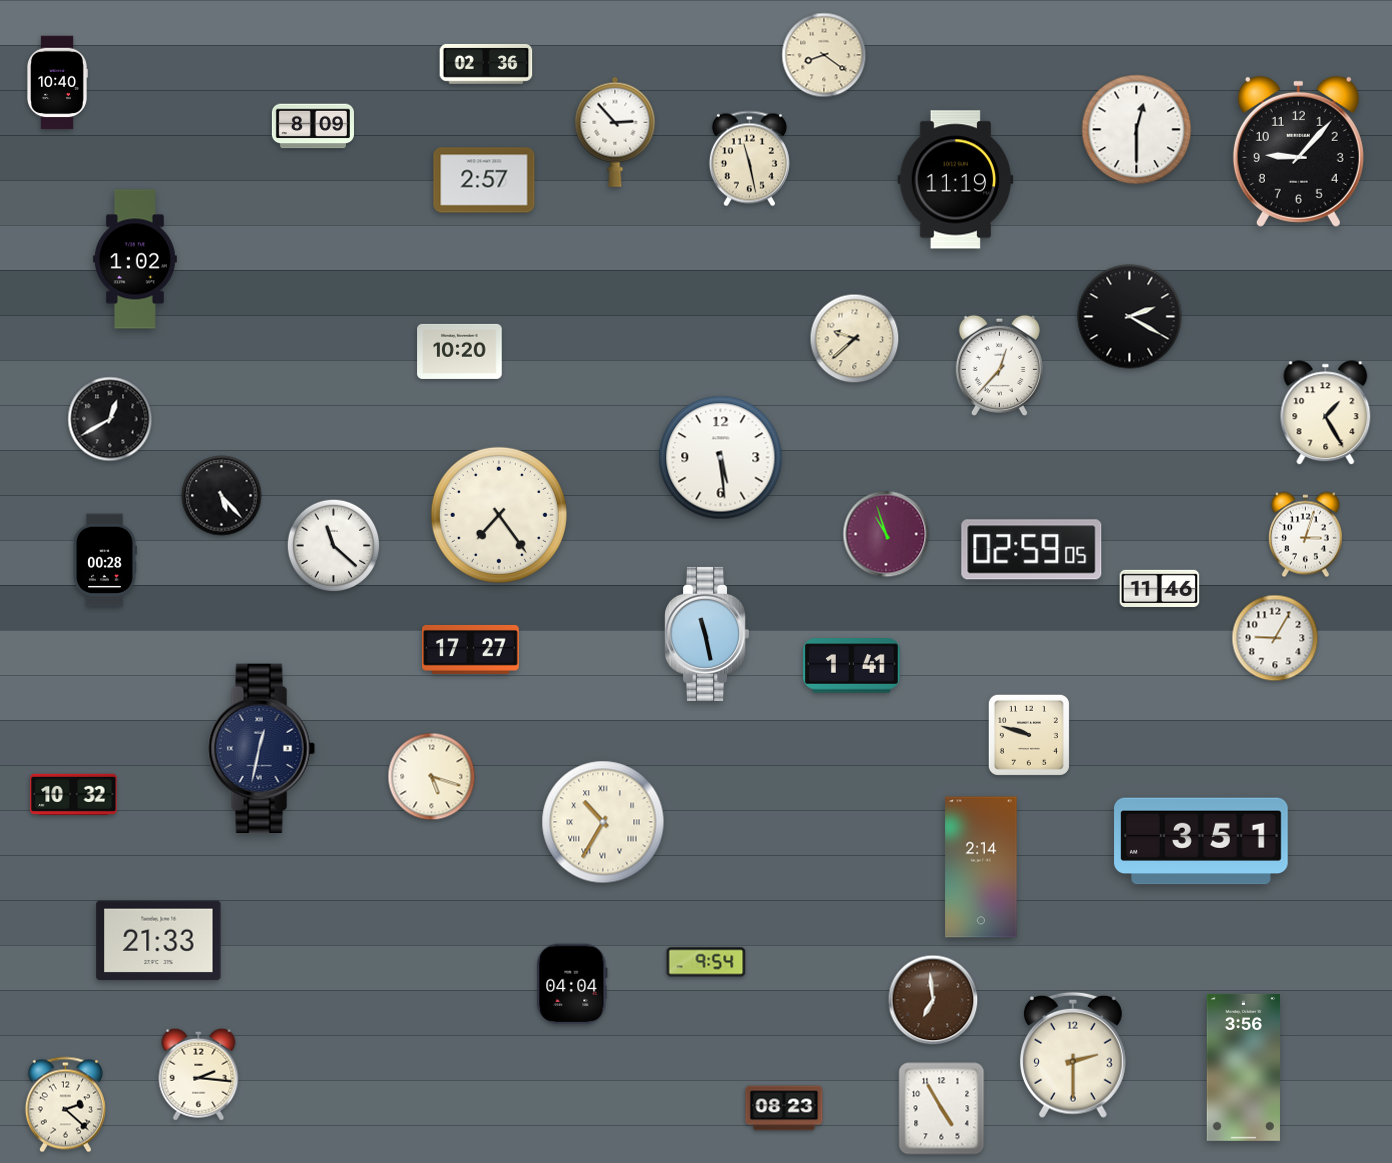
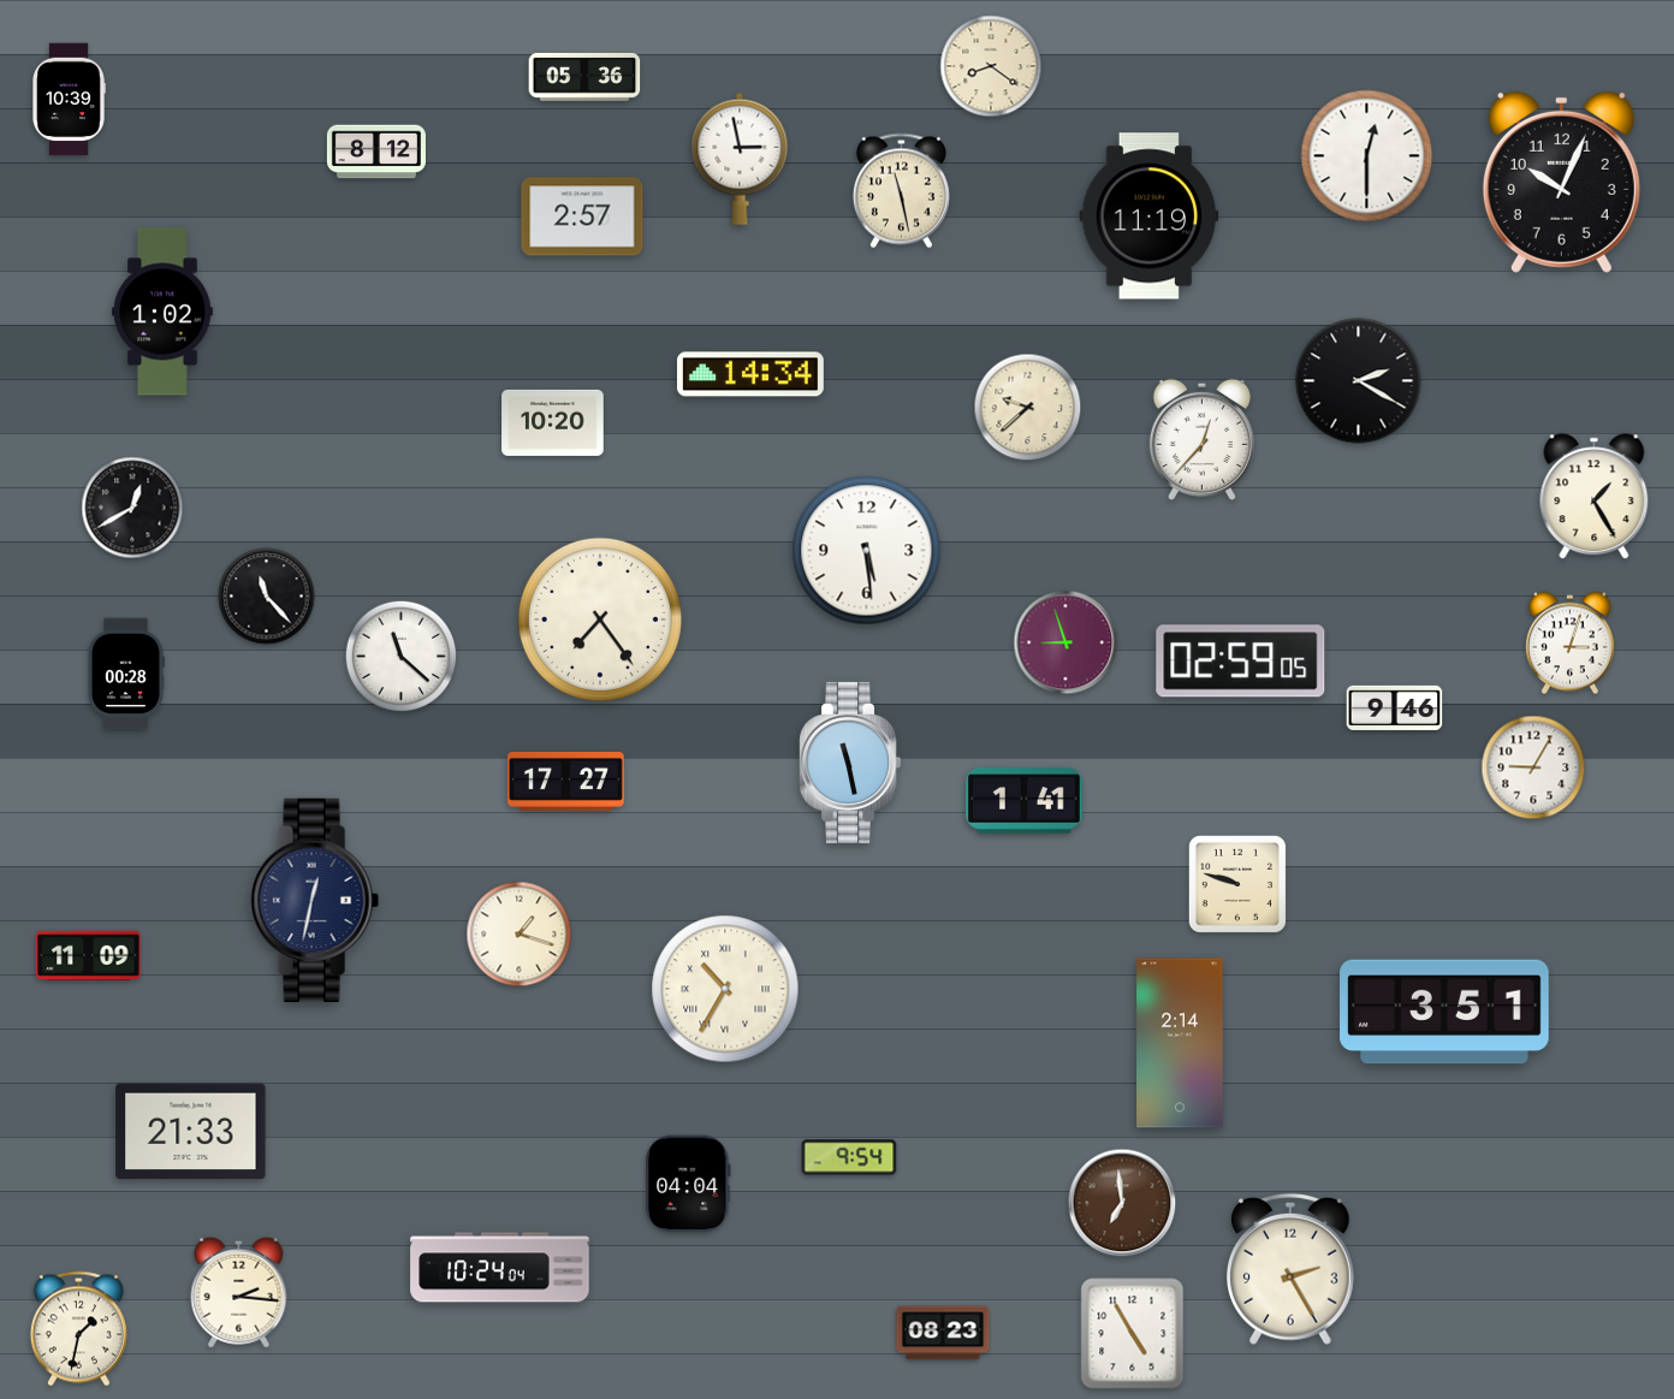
clock at (486, 64): 02:36 -> 05:36
clock at (57, 83): 10:40 -> 10:39
clock at (313, 126): 8:09 -> 8:12
clock at (615, 132): 2:53 -> 2:58
clock at (1298, 151): 9:07 -> 10:04
clock at (750, 374): none -> 14:34
clock at (110, 419) position: (110, 419) -> (132, 508)
clock at (222, 496): 5:23 -> 11:23
clock at (886, 534): 10:57 -> 8:57
clock at (1160, 588): 11:46 -> 9:46
clock at (432, 777): 5:18 -> 1:18
clock at (74, 794): 10:32 -> 11:09
clock at (500, 1268): none -> 10:24
clock at (1074, 1055): 2:30 -> 2:25
clock at (1243, 1067): 3:56 -> none
clock at (65, 1105): 2:22 -> 1:32
